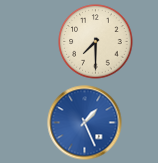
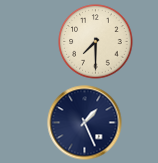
clock at (85, 123) dial: blue -> navy
